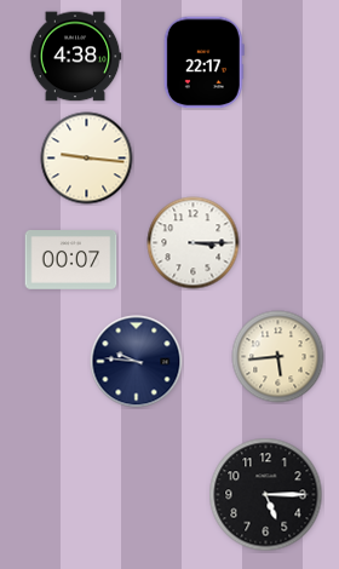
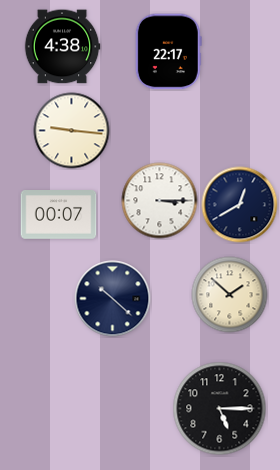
clock at (240, 205): none -> 12:40
clock at (278, 357): 5:44 -> 1:52
clock at (137, 362): 9:46 -> 10:22
